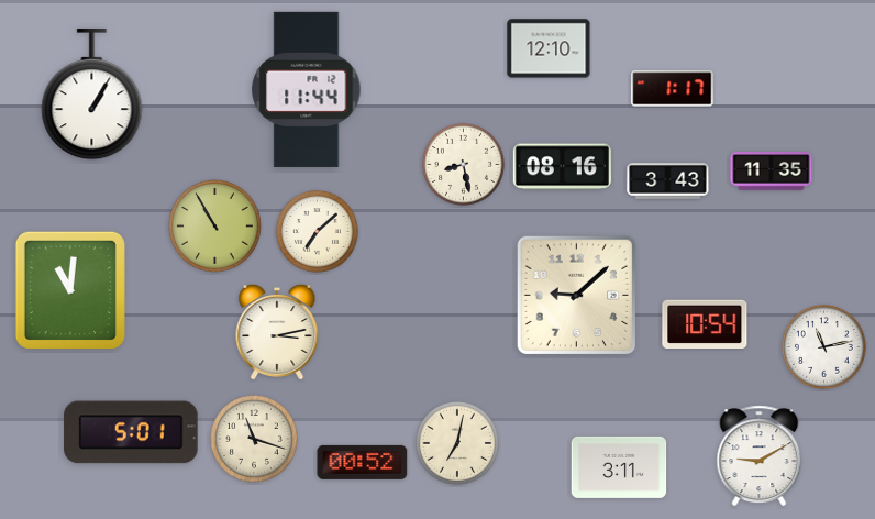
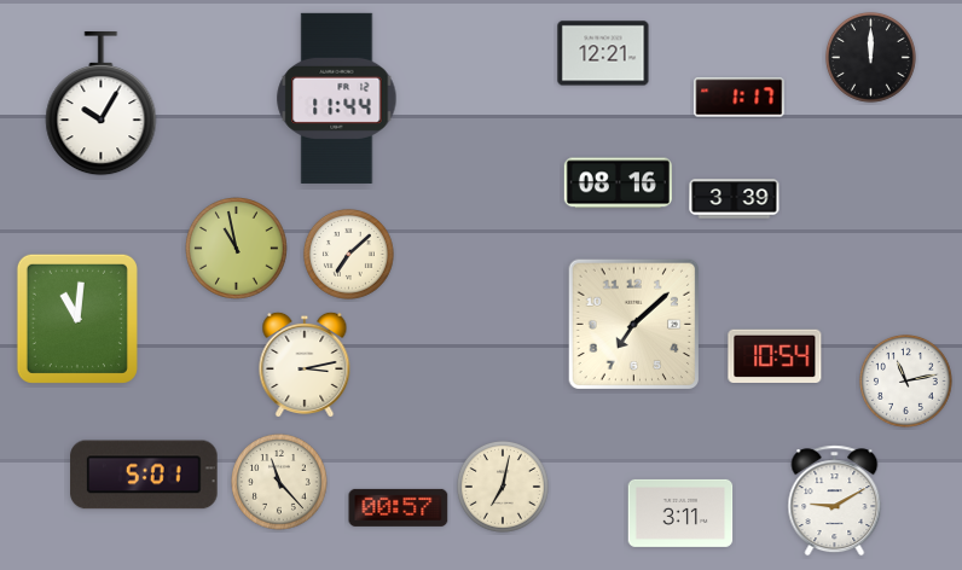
clock at (549, 48): 12:10 -> 12:21
clock at (870, 57): none -> 12:00
clock at (92, 95): 1:05 -> 10:05
clock at (463, 164): 8:28 -> none
clock at (772, 172): 11:35 -> none
clock at (668, 181): 3:43 -> 3:39
clock at (215, 227): 10:55 -> 10:58
clock at (577, 296): 9:08 -> 7:08
clock at (255, 440): 11:18 -> 11:23
clock at (363, 462): 00:52 -> 00:57
